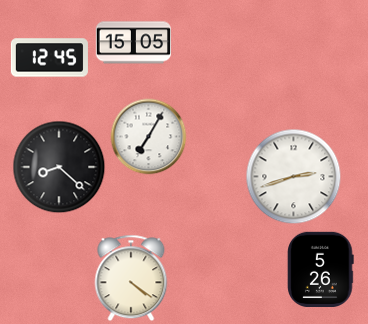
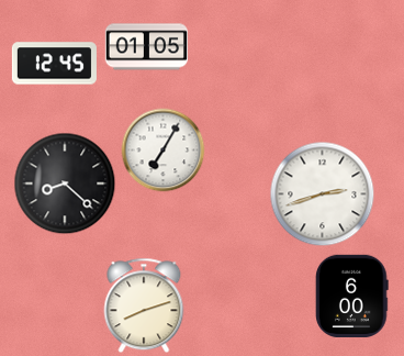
clock at (133, 43): 15:05 -> 01:05
clock at (321, 269): 5:26 -> 6:00
clock at (131, 278): 4:21 -> 8:12
